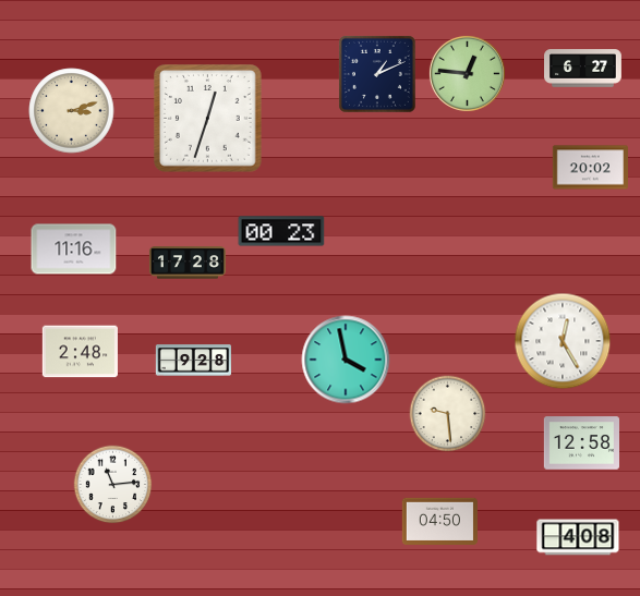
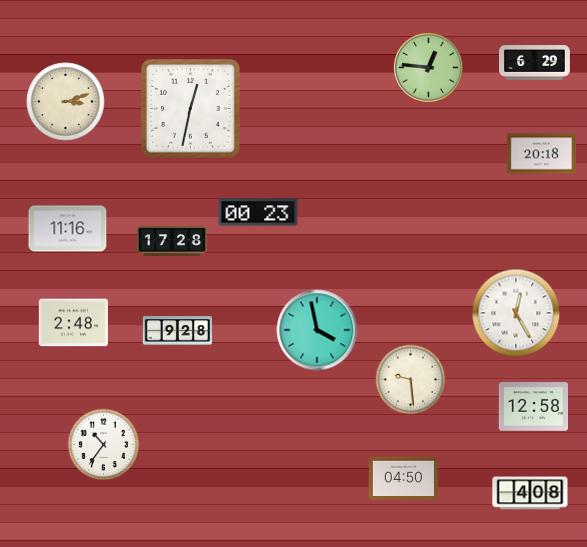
clock at (583, 69): 6:27 -> 6:29
clock at (377, 74): 1:11 -> none
clock at (208, 119): 12:33 -> 12:32
clock at (590, 168): 20:02 -> 20:18
clock at (113, 485): 11:14 -> 10:36
